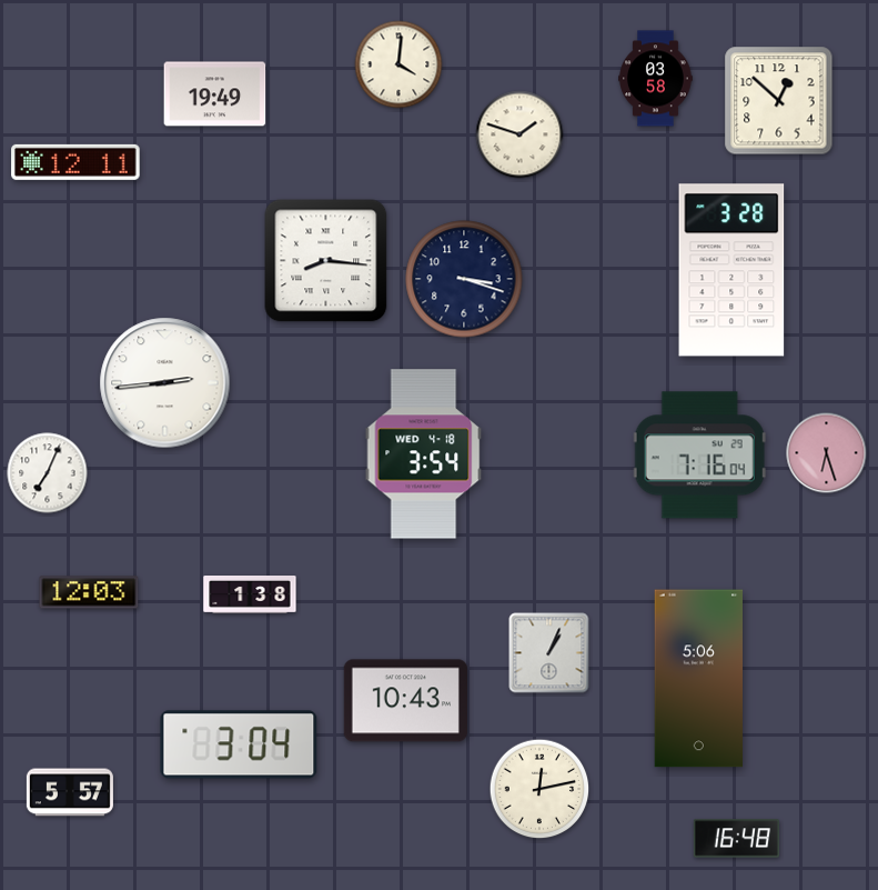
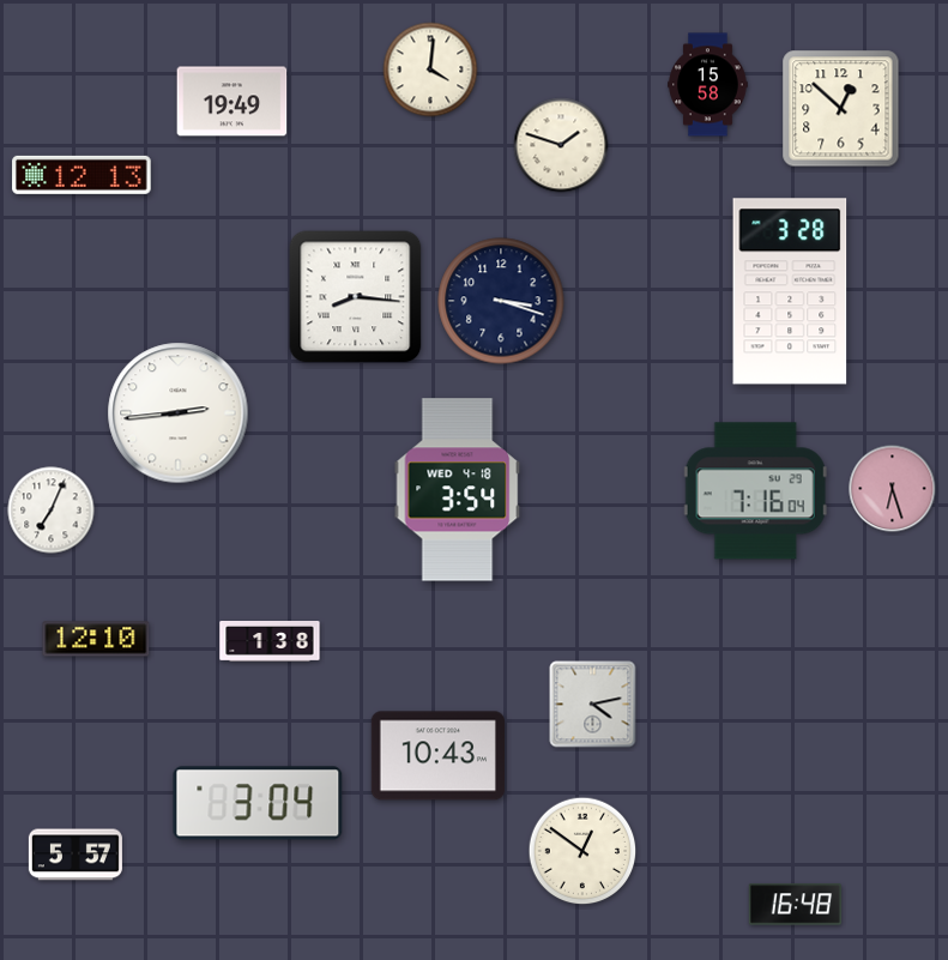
clock at (656, 79): 03:58 -> 15:58
clock at (75, 162): 12:11 -> 12:13
clock at (326, 261) position: (326, 261) -> (356, 297)
clock at (89, 592): 12:03 -> 12:10
clock at (549, 653): 1:04 -> 4:13
clock at (699, 679): 5:06 -> none
clock at (539, 789): 12:13 -> 12:51
